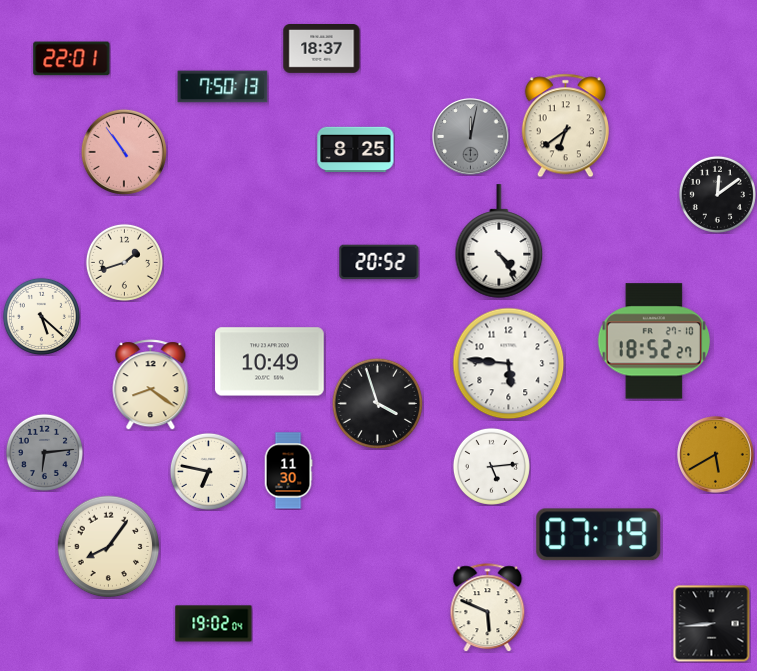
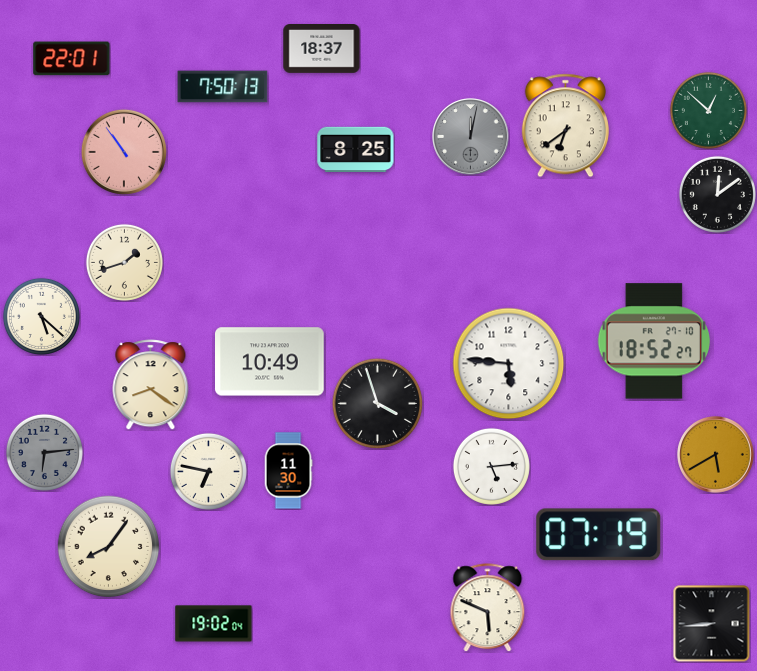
clock at (708, 110): none -> 12:52
clock at (499, 241): 4:24 -> none
clock at (379, 262): 20:52 -> none
